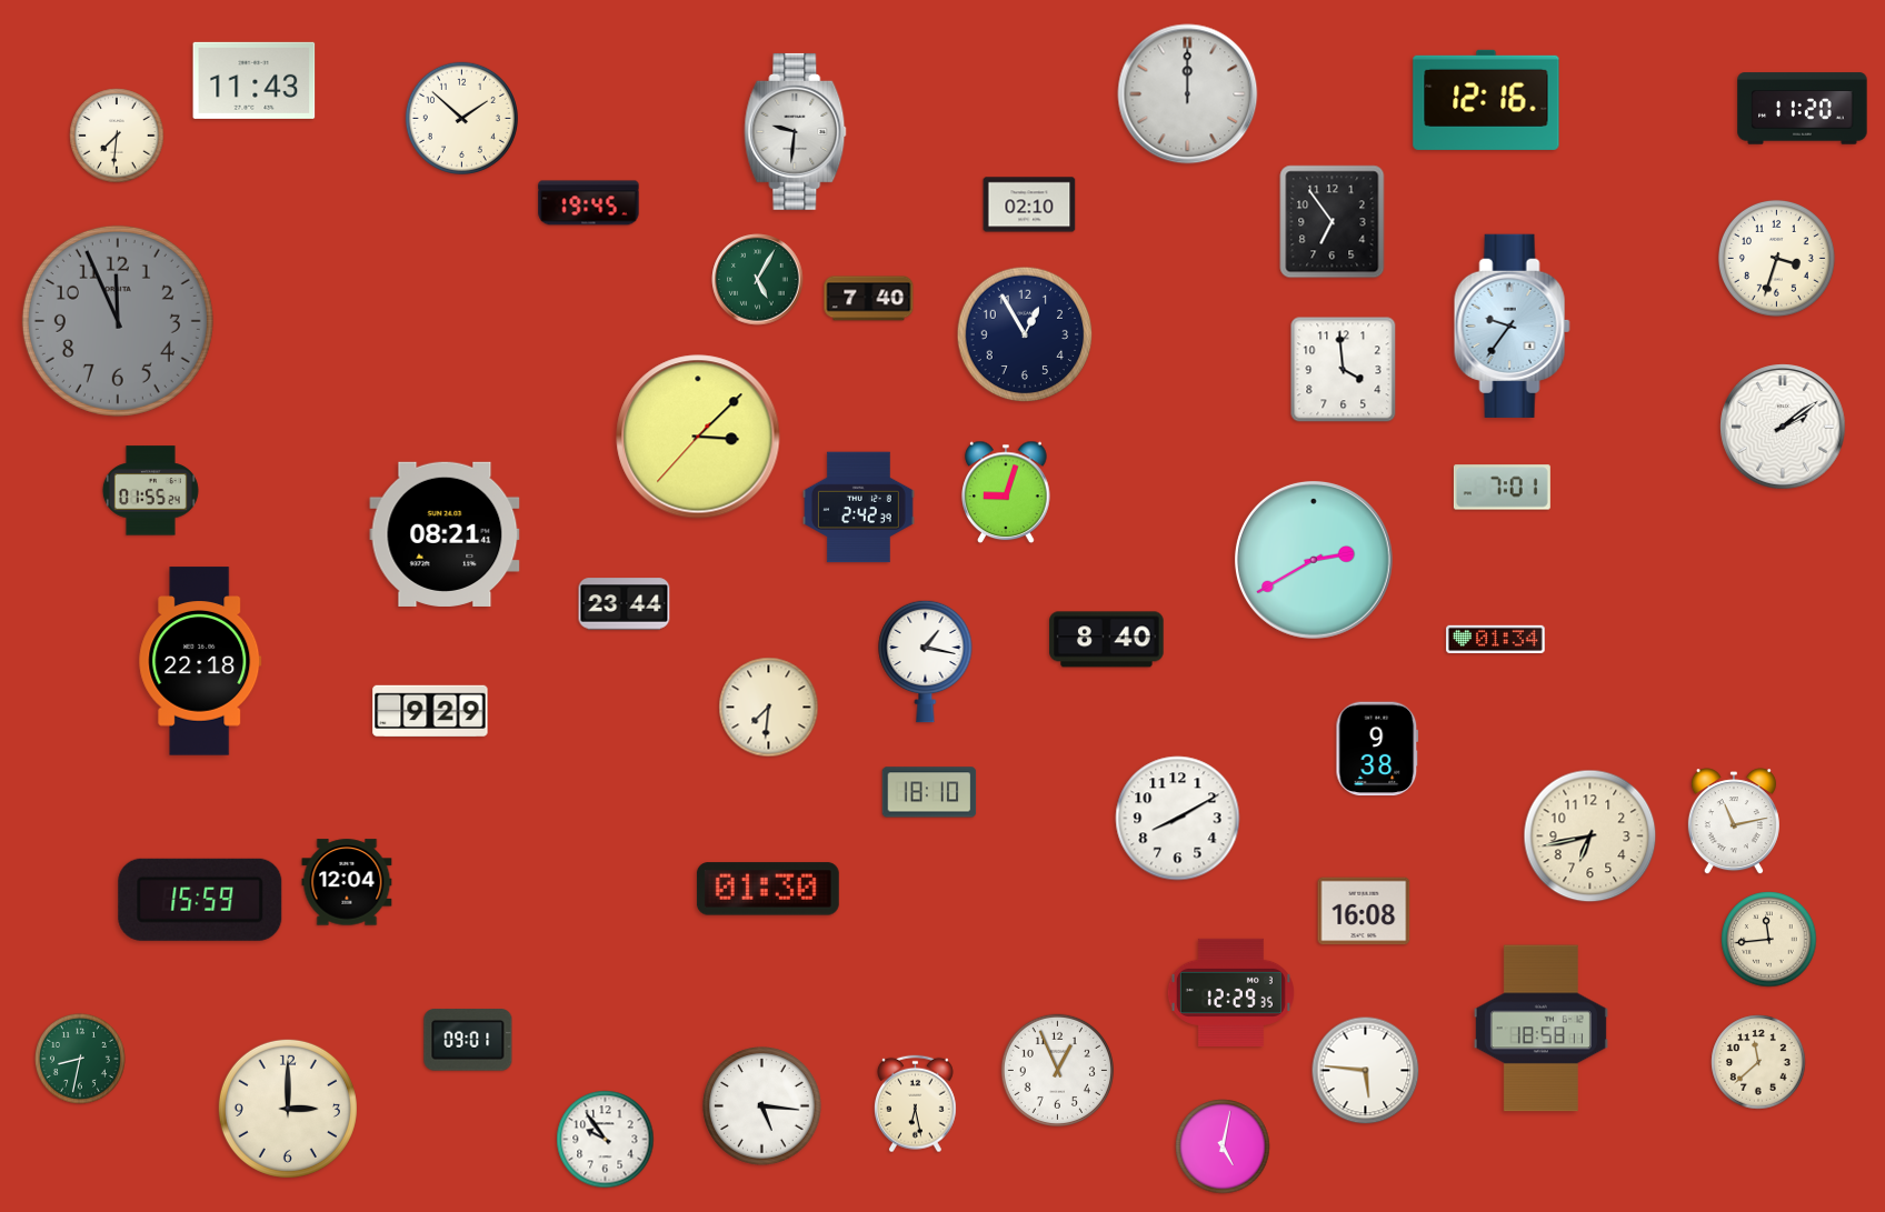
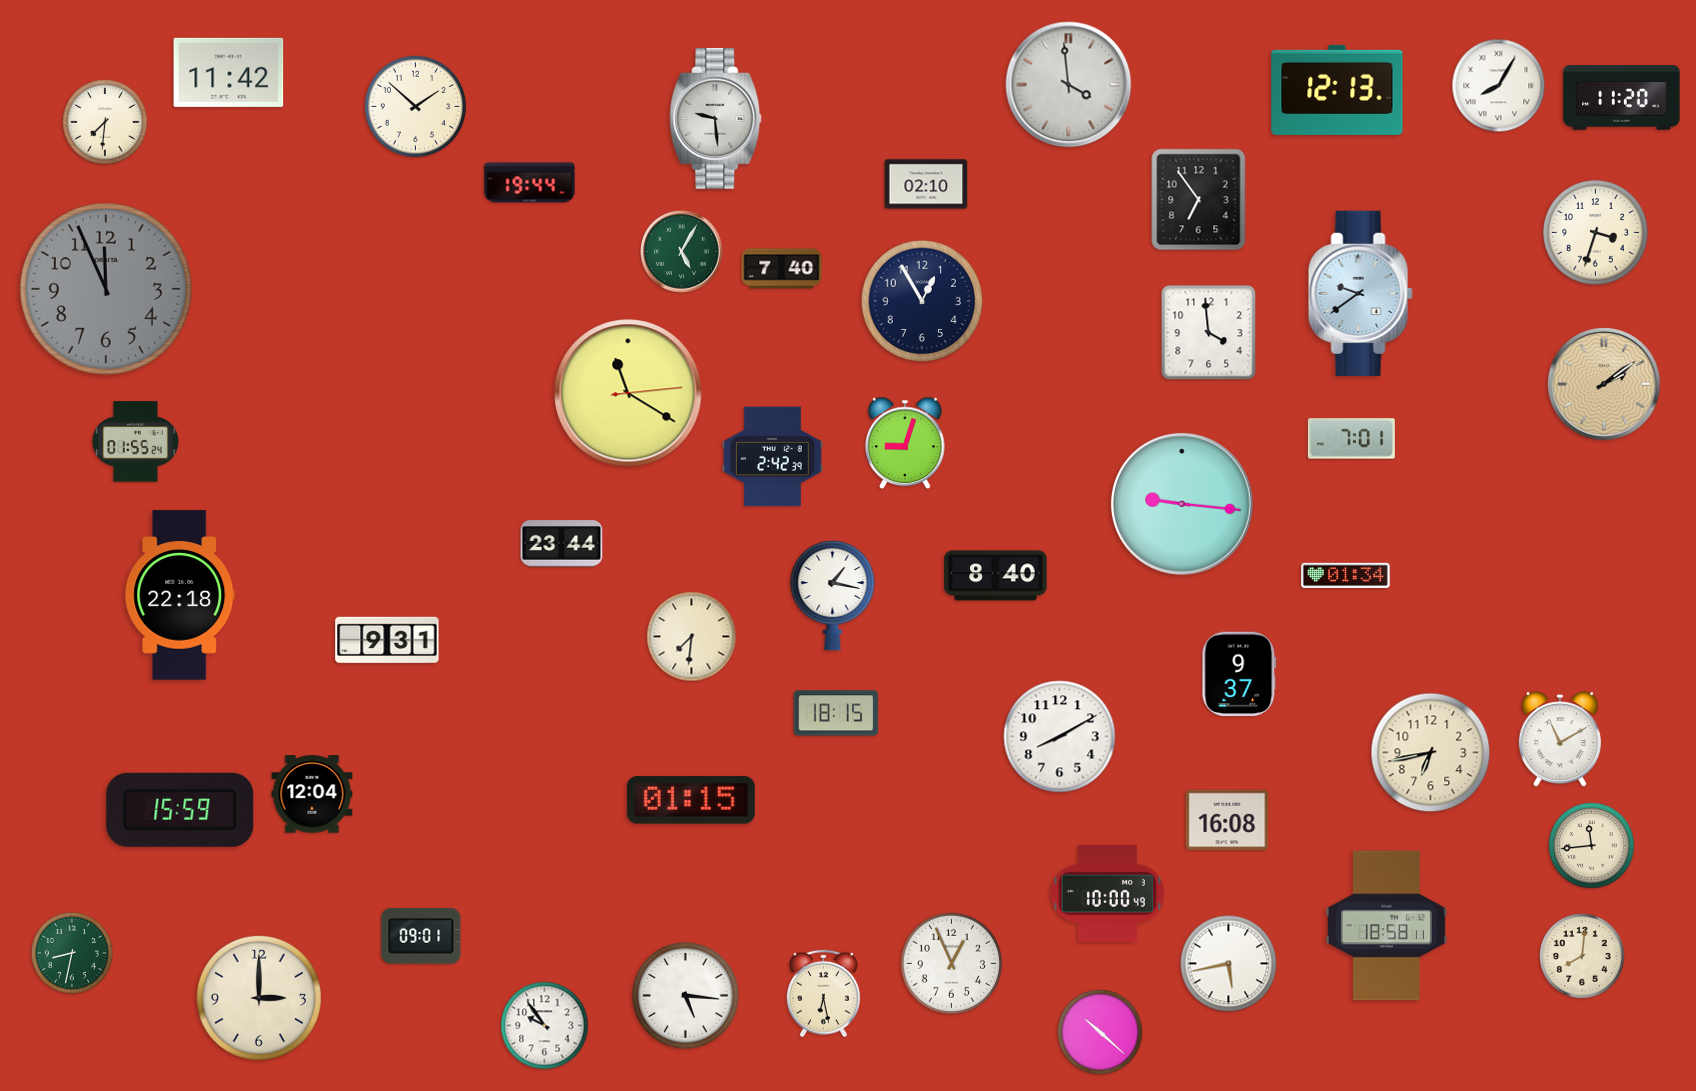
clock at (255, 80): 11:43 -> 11:42
clock at (1188, 94): 12:00 -> 3:59
clock at (1499, 86): none -> 8:05
clock at (1486, 100): 12:16 -> 12:13
clock at (796, 131): 9:31 -> 9:29
clock at (589, 203): 19:45 -> 19:44
clock at (1776, 258) position: (1776, 258) -> (1595, 232)
clock at (1512, 325): 9:36 -> 9:39
clock at (1783, 427) dial: white -> champagne
clock at (698, 437): 3:07 -> 11:20
clock at (445, 534): 08:21 -> none
clock at (1314, 560): 2:40 -> 9:16
clock at (430, 711): 9:29 -> 9:31
clock at (1377, 749): 9:38 -> 9:37
clock at (929, 792): 18:10 -> 18:15
clock at (1734, 822): 11:13 -> 11:10
clock at (768, 889): 01:30 -> 01:15
clock at (1230, 992): 12:29 -> 10:00
clock at (1758, 1062): 11:38 -> 8:01
clock at (1366, 1071): 5:46 -> 5:43
clock at (1223, 1146): 5:02 -> 10:22
